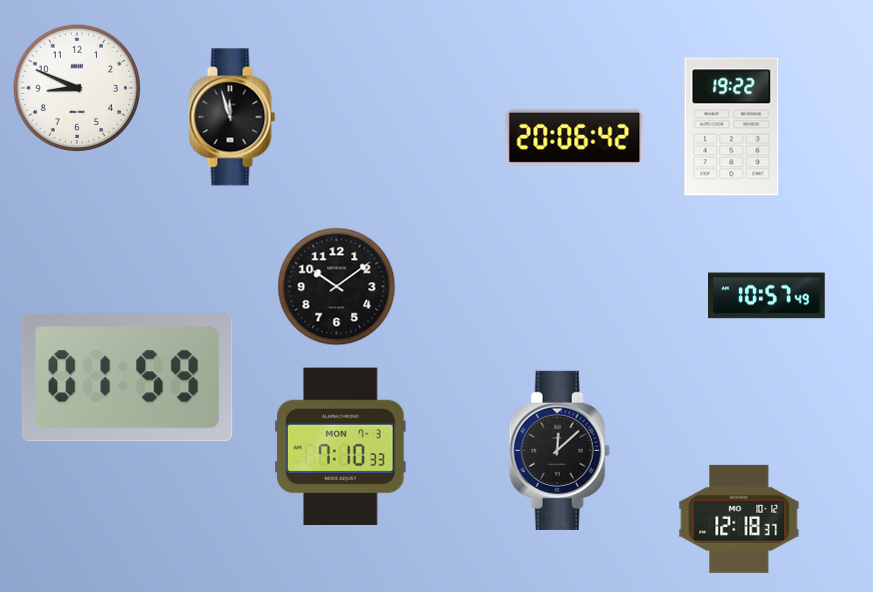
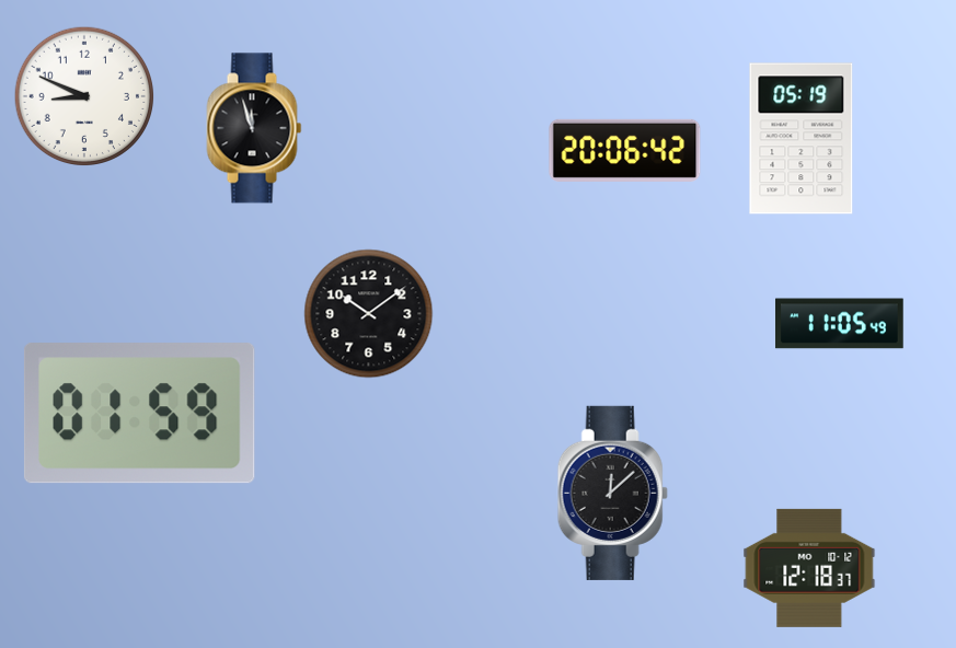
clock at (732, 127): 19:22 -> 05:19
clock at (575, 137) position: (575, 137) -> (625, 150)
clock at (767, 296): 10:57 -> 11:05
clock at (341, 446): 7:10 -> none
